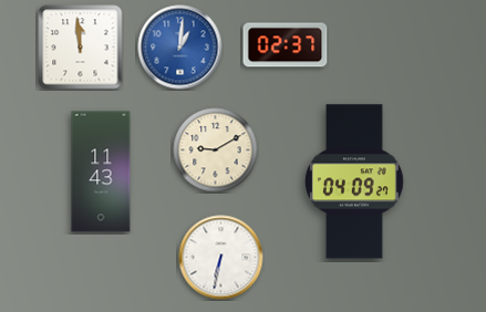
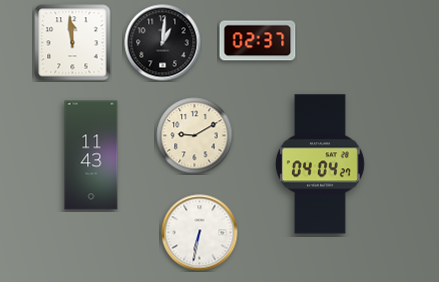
clock at (180, 48) dial: blue -> black
clock at (354, 181): 04:09 -> 04:04
